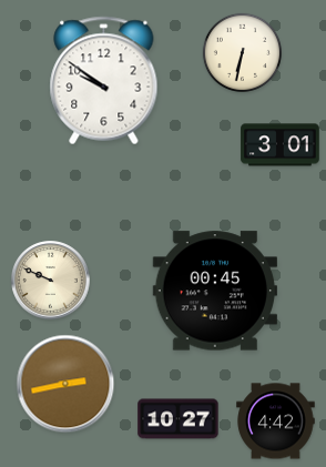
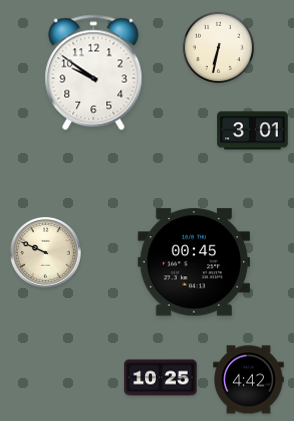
clock at (65, 384): 2:43 -> none
clock at (179, 419): 10:27 -> 10:25
